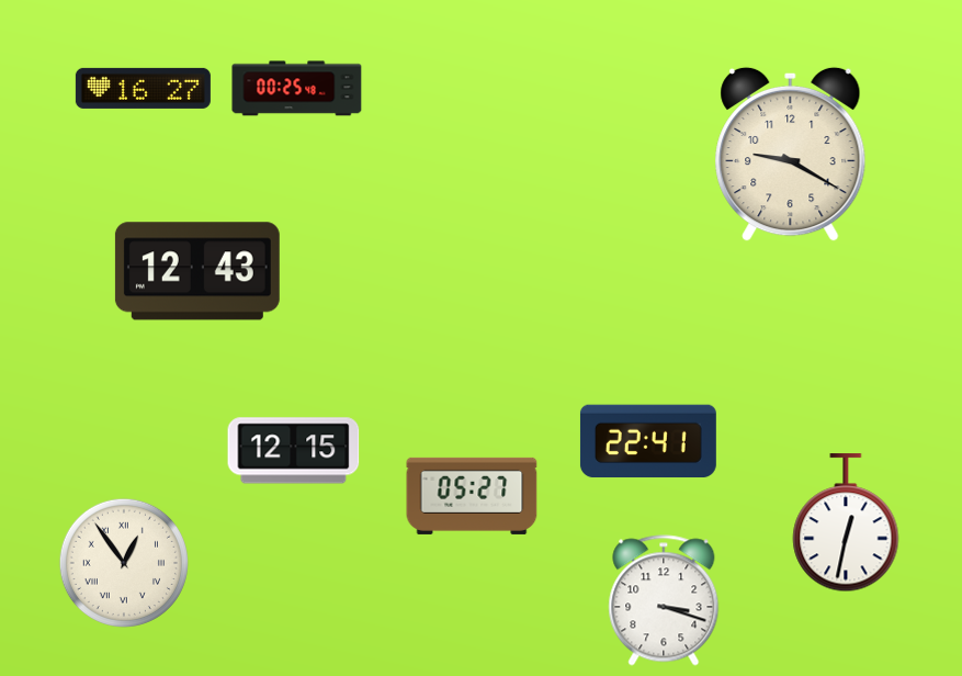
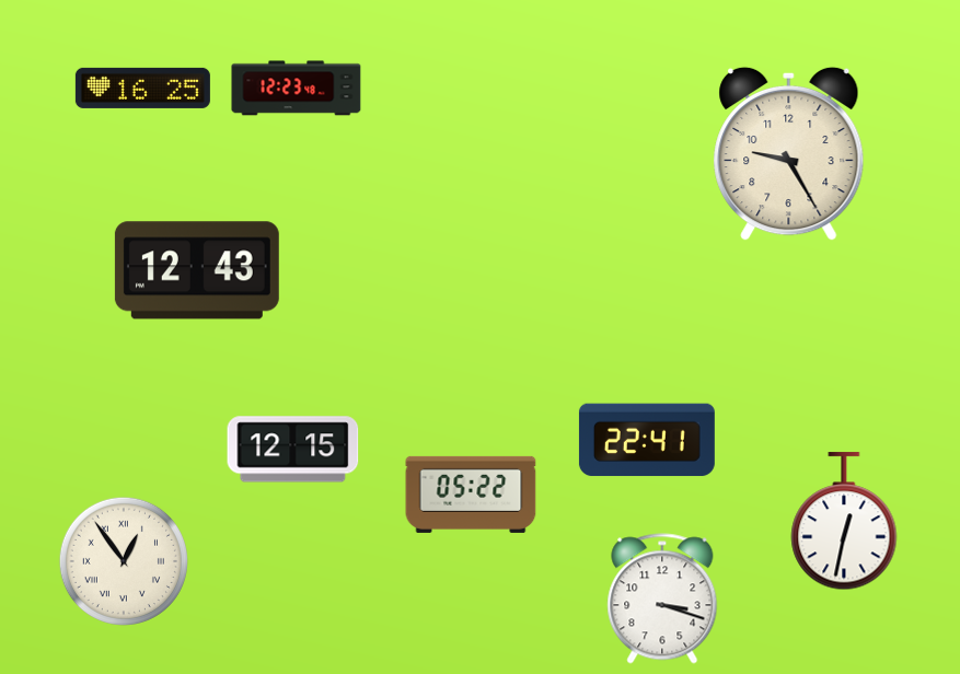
clock at (143, 88): 16:27 -> 16:25
clock at (297, 89): 00:25 -> 12:23
clock at (791, 154): 9:20 -> 9:25
clock at (472, 496): 05:27 -> 05:22
